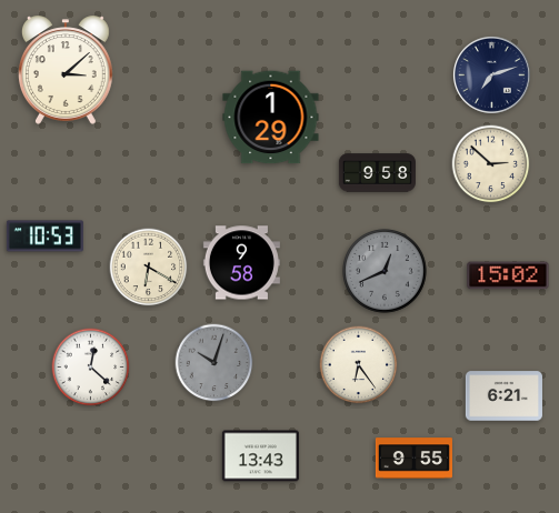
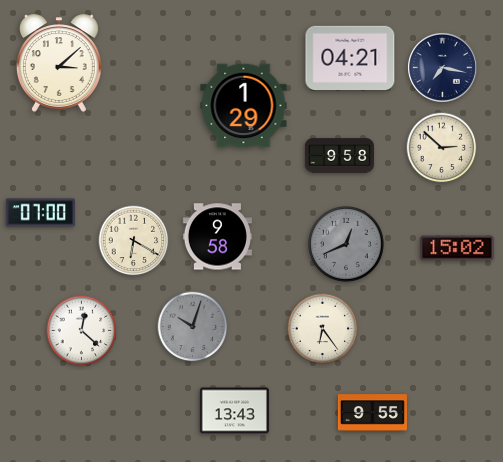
clock at (350, 57): none -> 04:21
clock at (491, 74): 7:12 -> 7:17
clock at (44, 237): 10:53 -> 07:00
clock at (503, 396): 6:21 -> none
